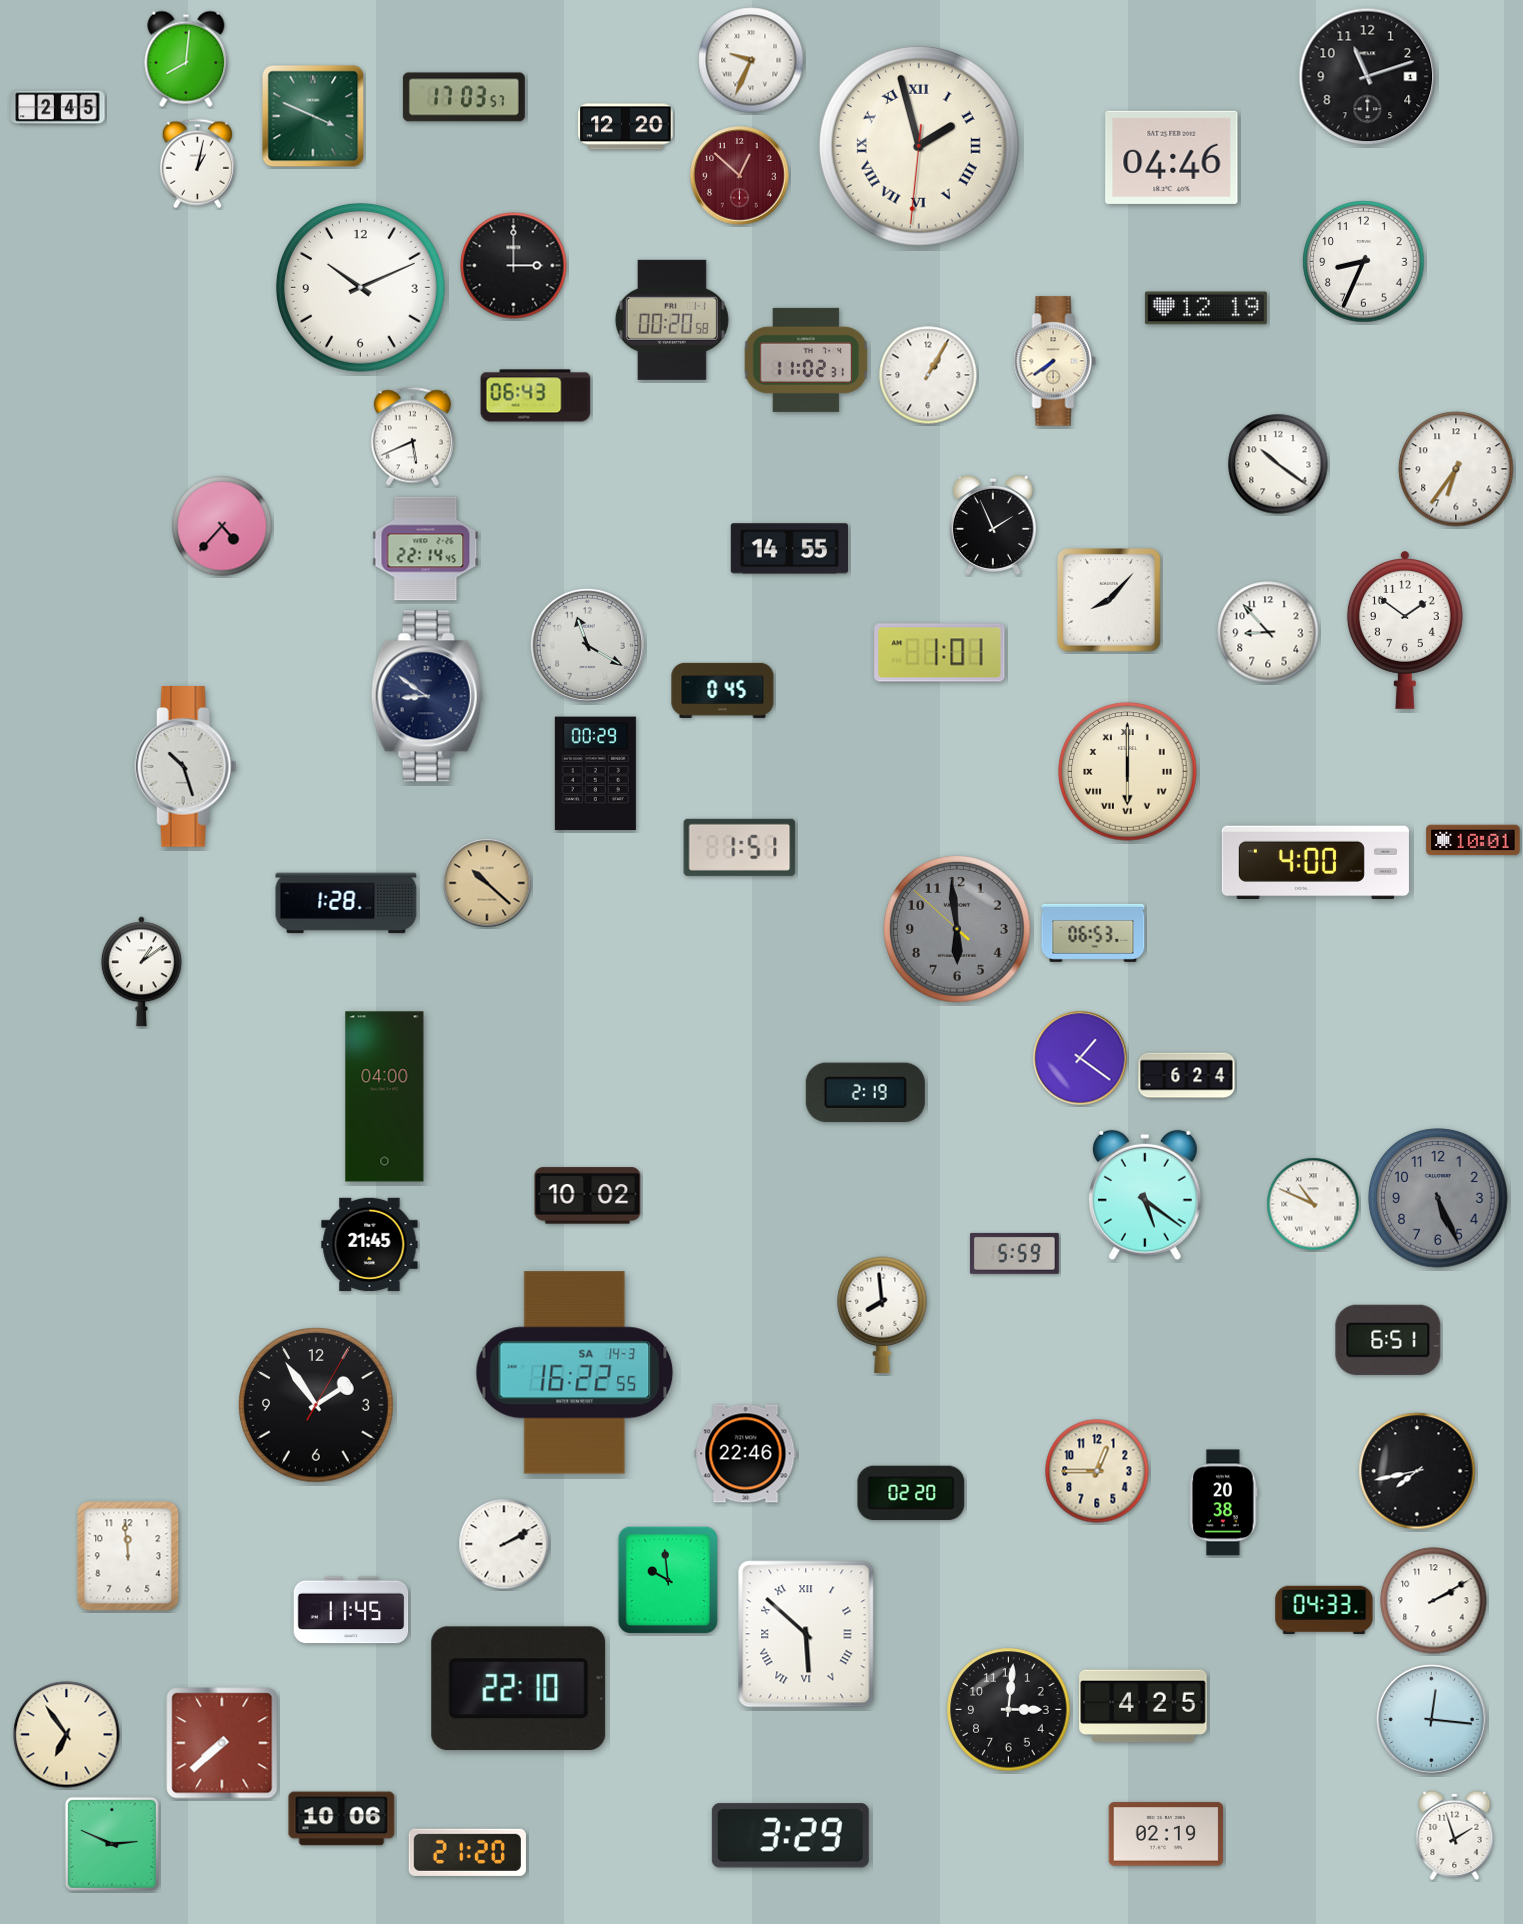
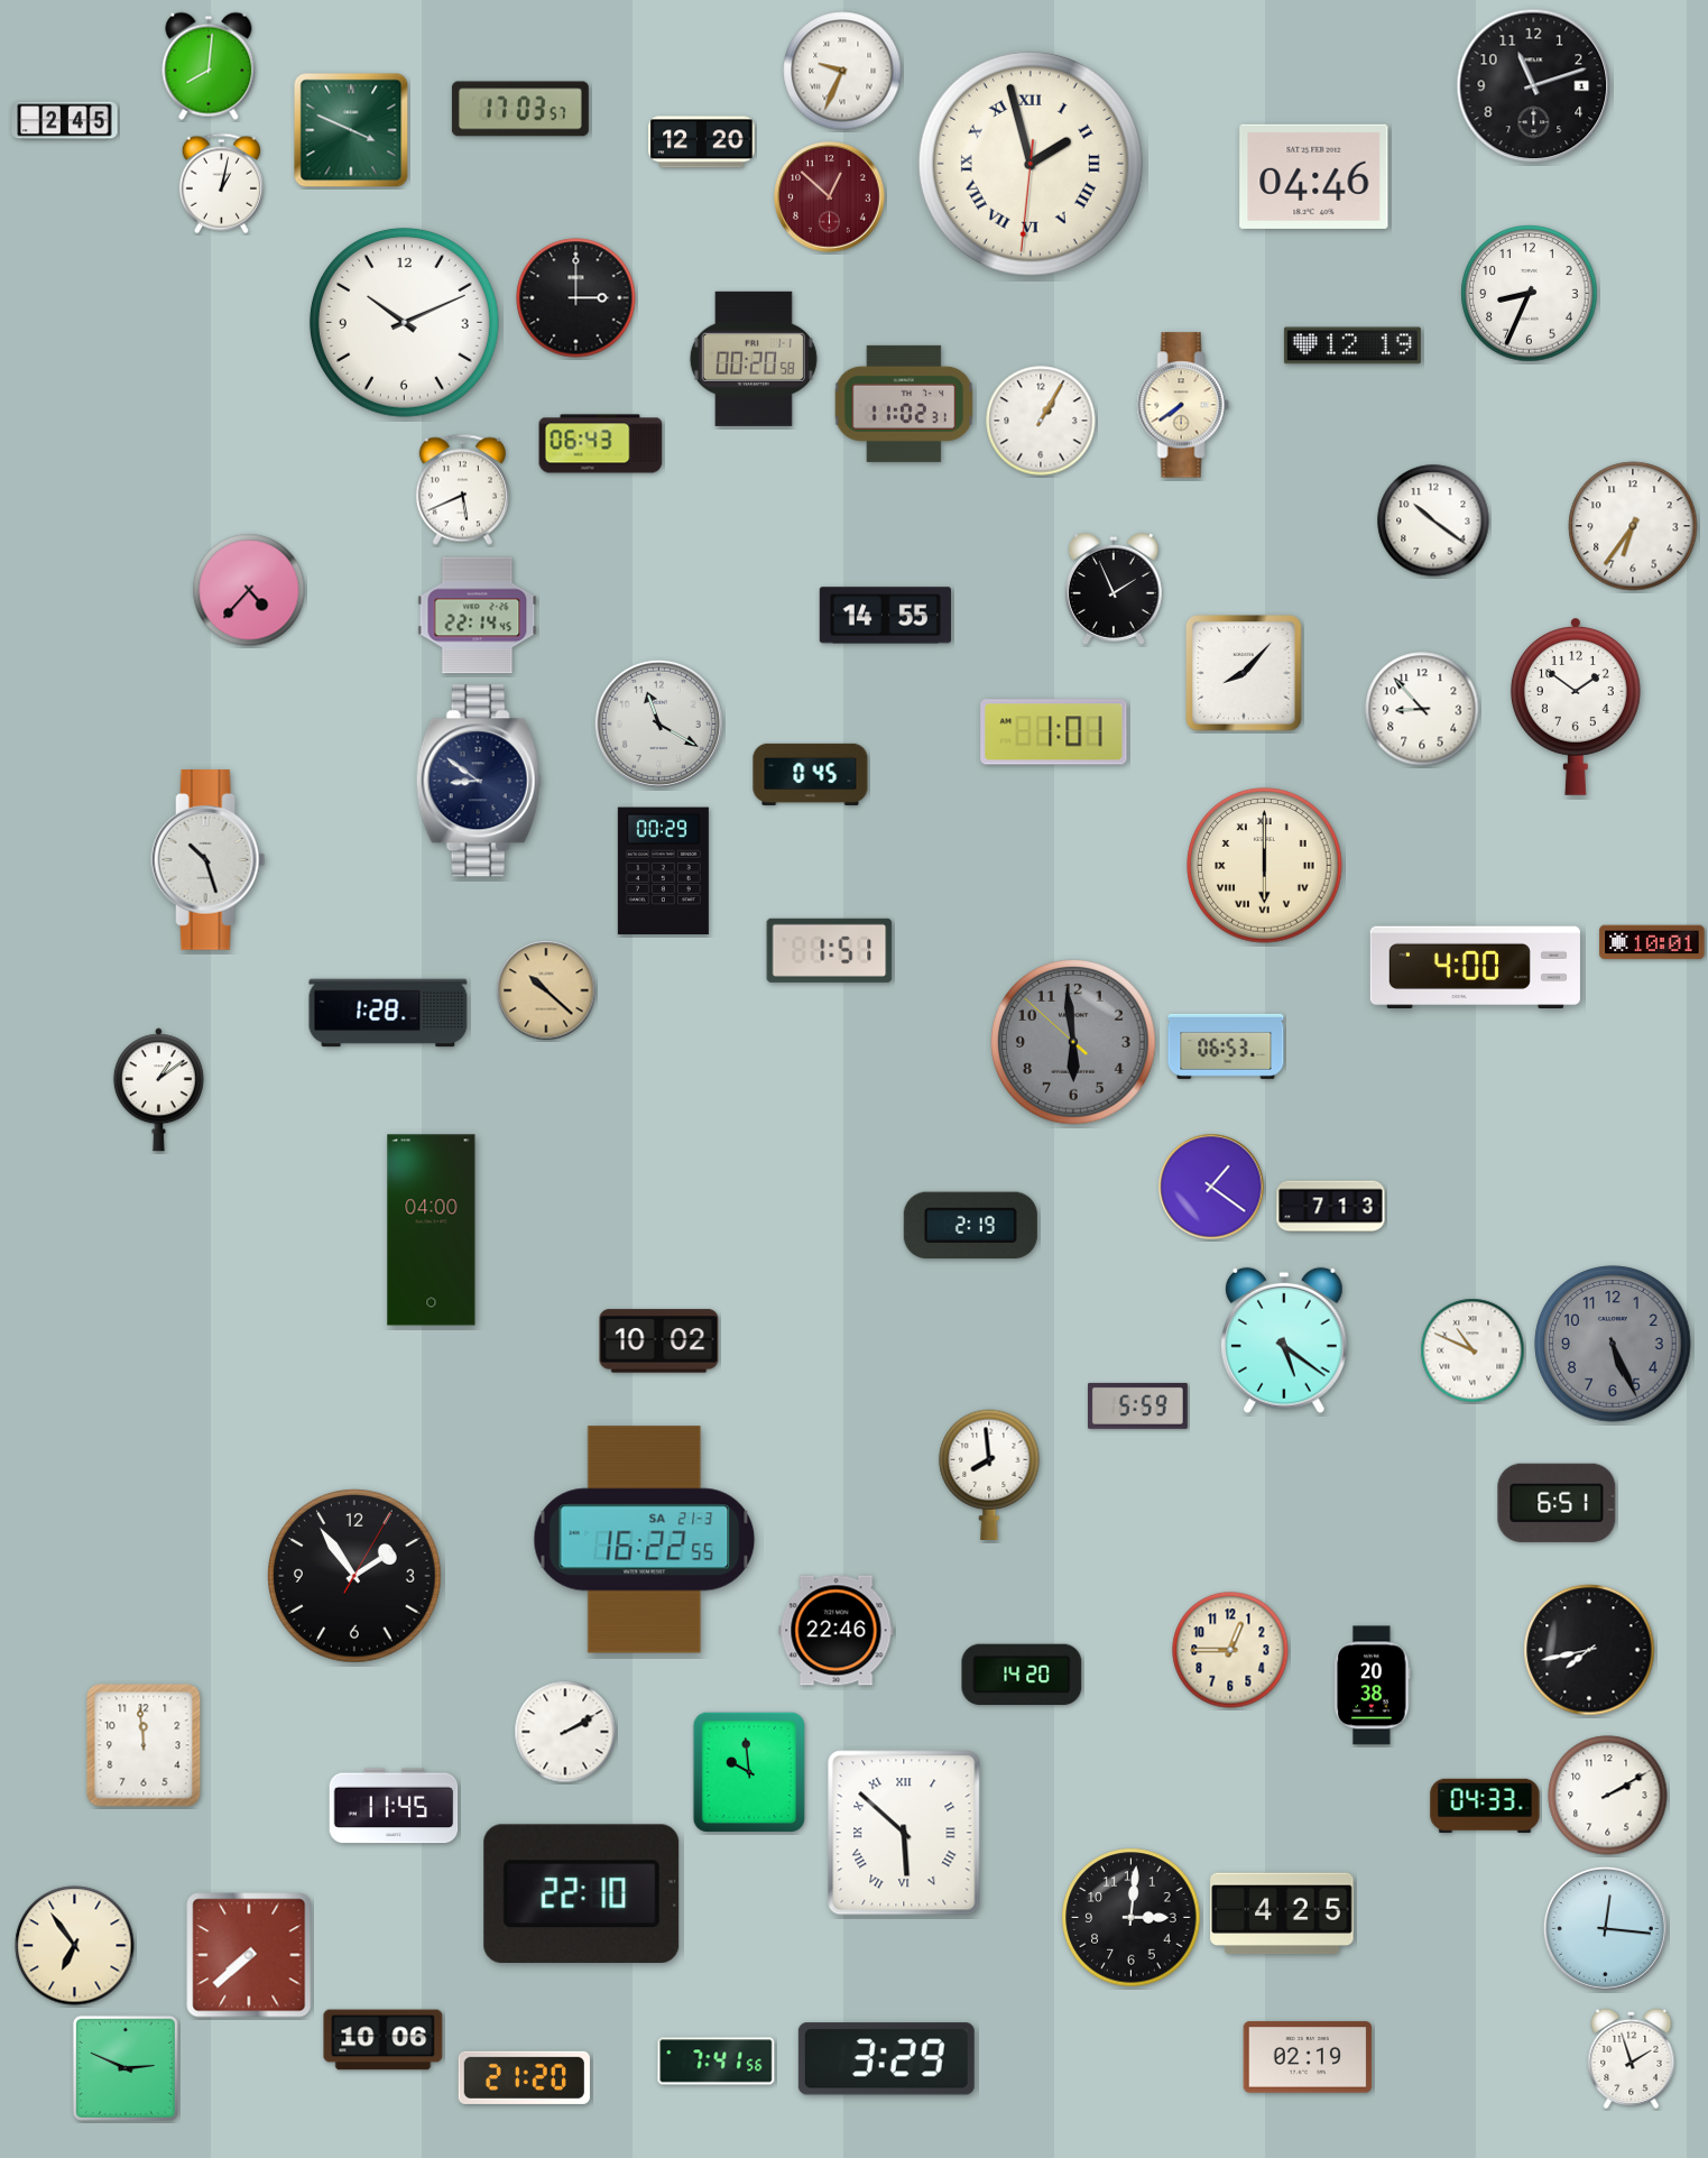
clock at (751, 60) position: (751, 60) -> (842, 71)
clock at (595, 774) position: (595, 774) -> (663, 872)
clock at (1187, 1076): 6:24 -> 7:13
clock at (370, 1244): 21:45 -> none
clock at (575, 1373) date: SA 14-3 -> SA 21-3
clock at (911, 1493): 02:20 -> 14:20
clock at (717, 2062): none -> 7:41
